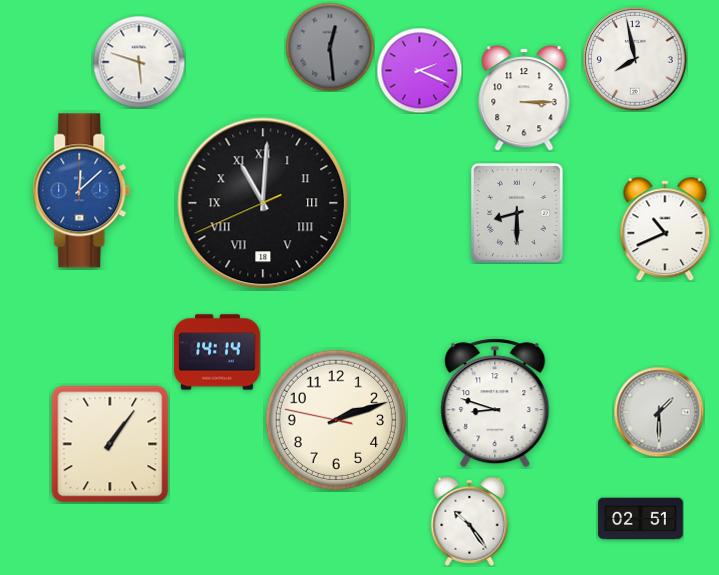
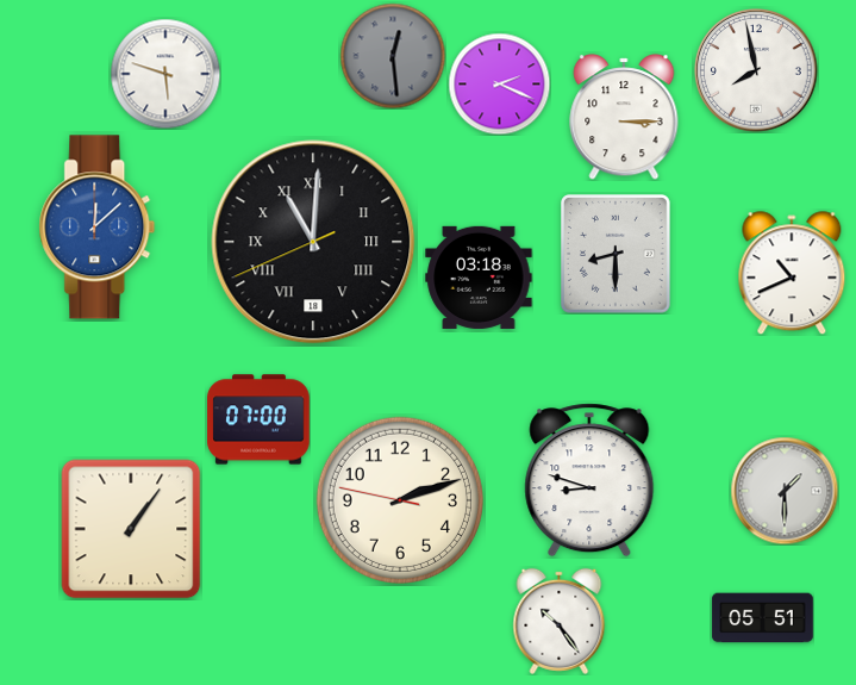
clock at (479, 278): none -> 03:18
clock at (217, 352): 14:14 -> 07:00
clock at (641, 519): 02:51 -> 05:51
